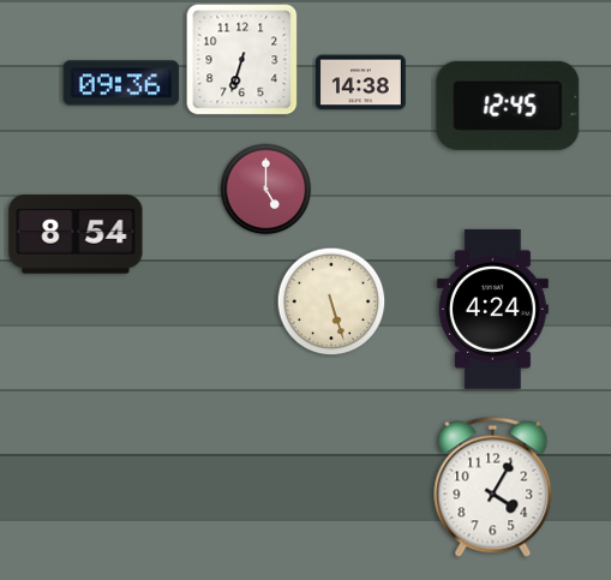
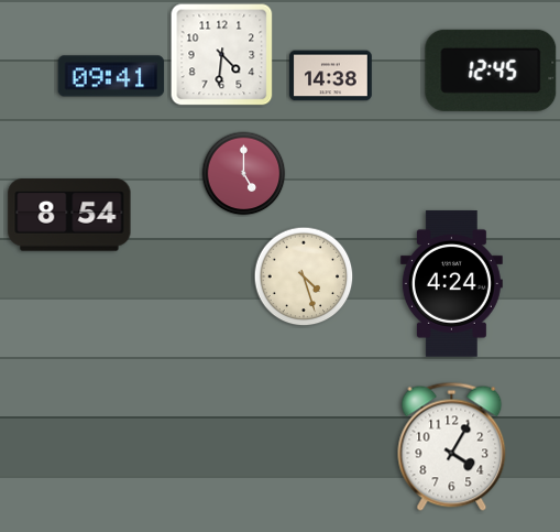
clock at (242, 60): 6:33 -> 4:31
clock at (121, 83): 09:36 -> 09:41
clock at (508, 106) position: (508, 106) -> (491, 70)
clock at (331, 301): 5:27 -> 4:27
